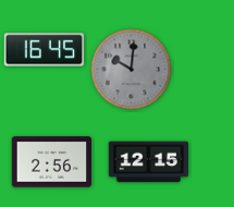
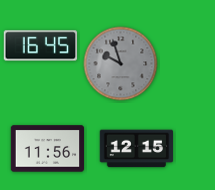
clock at (132, 70): 10:01 -> 9:57
clock at (52, 162): 2:56 -> 11:56
